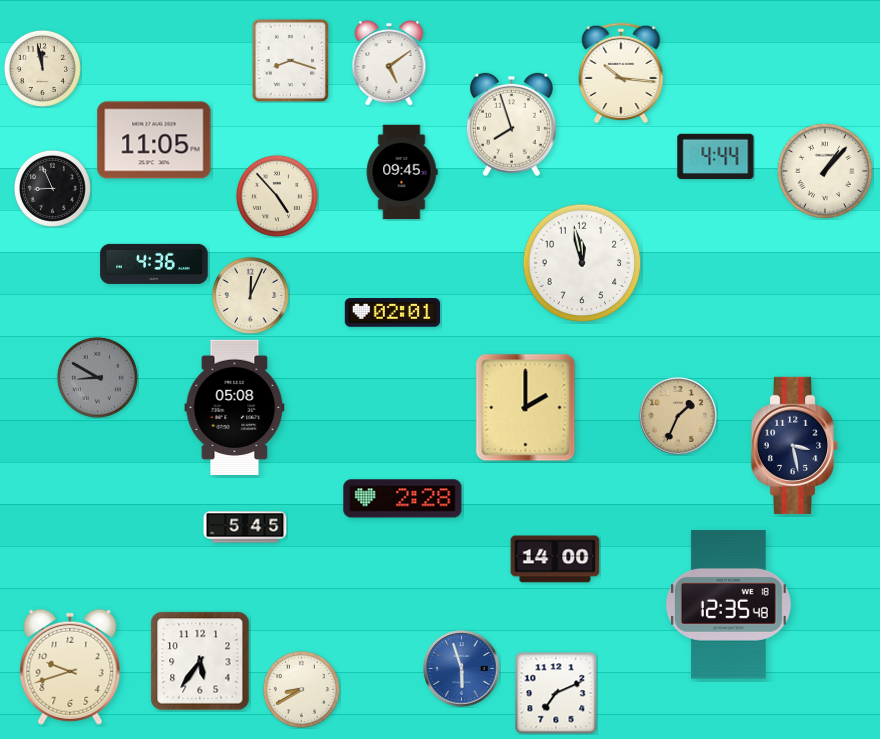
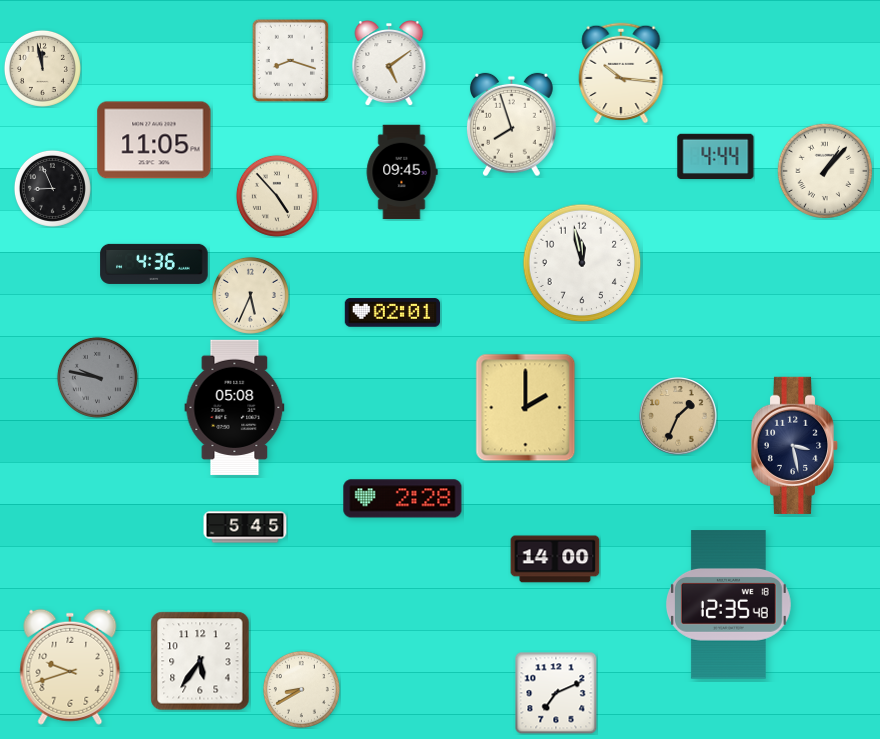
clock at (250, 295): 12:04 -> 5:34
clock at (97, 377): 8:50 -> 9:47
clock at (462, 669): 5:57 -> none
